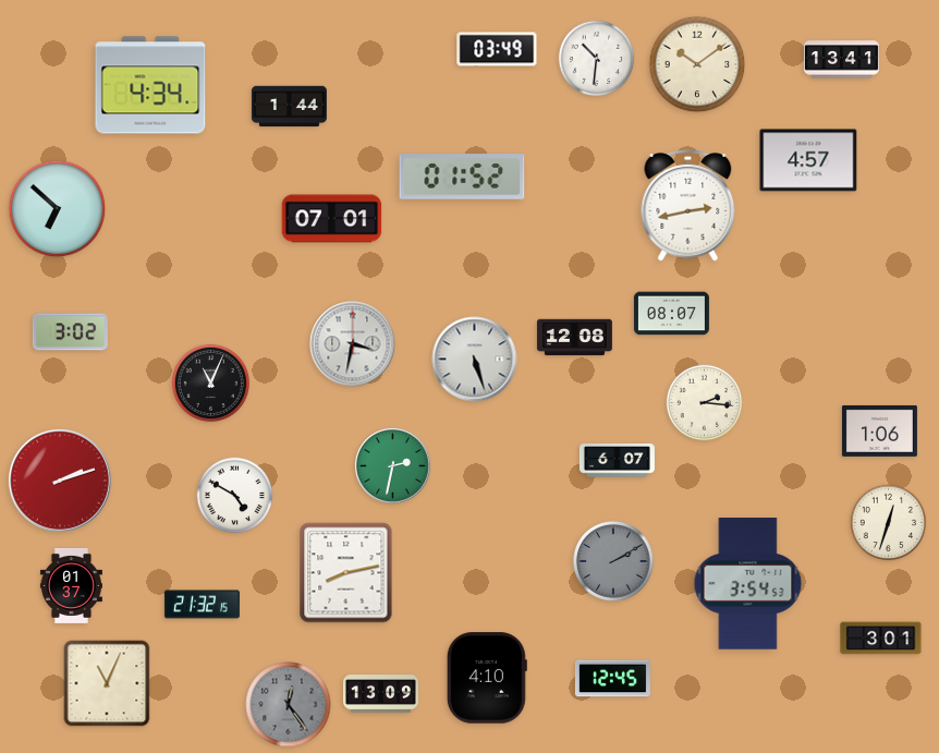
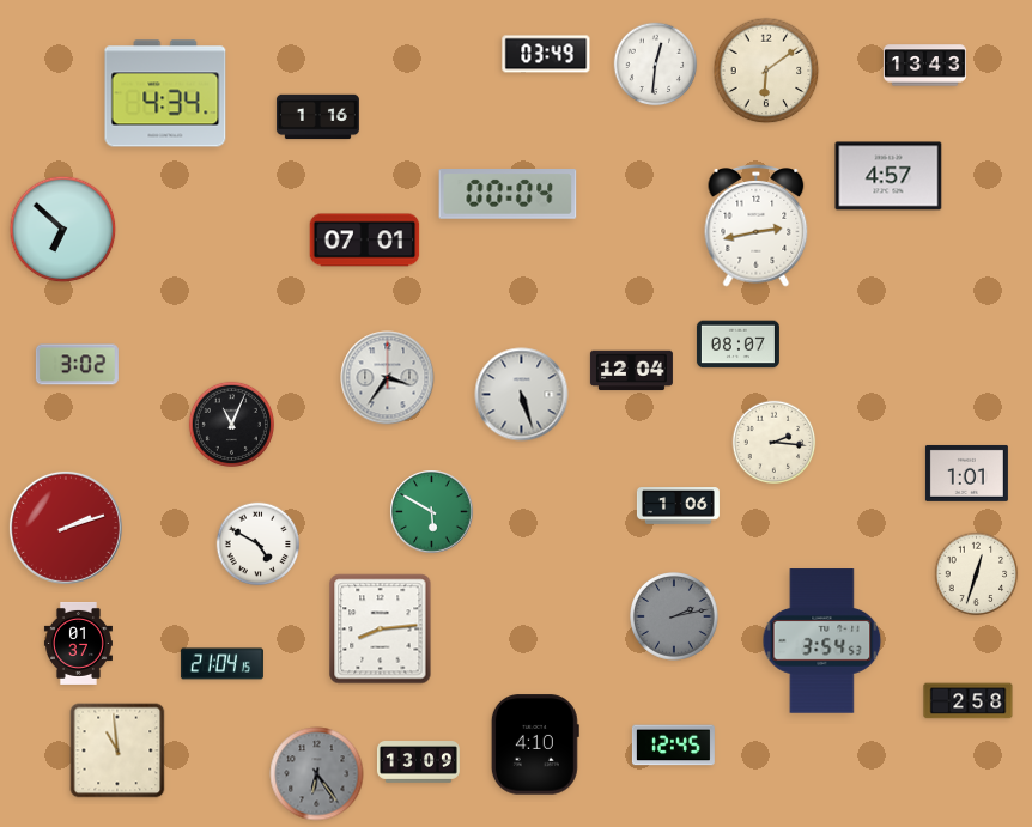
clock at (597, 59): 10:31 -> 12:31
clock at (841, 60): 13:41 -> 13:43
clock at (697, 64): 10:09 -> 6:09
clock at (289, 107): 1:44 -> 1:16
clock at (462, 177): 01:52 -> 00:04
clock at (574, 338): 12:08 -> 12:04
clock at (353, 344): 3:32 -> 3:36
clock at (210, 382) position: (210, 382) -> (231, 424)
clock at (879, 430): 1:06 -> 1:01
clock at (617, 461): 6:07 -> 1:06
clock at (393, 466): 2:32 -> 5:50
clock at (614, 562): 2:10 -> 2:13
clock at (346, 573): 8:13 -> 8:14
clock at (202, 605): 21:32 -> 21:04
clock at (881, 639): 3:01 -> 2:58
clock at (107, 683): 11:04 -> 10:59
clock at (289, 705): 12:24 -> 6:24
